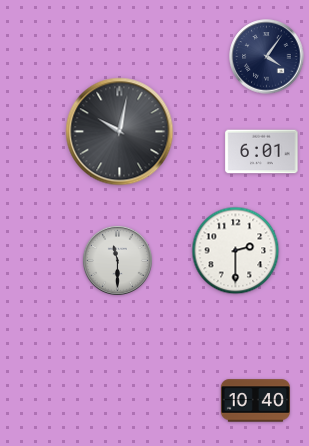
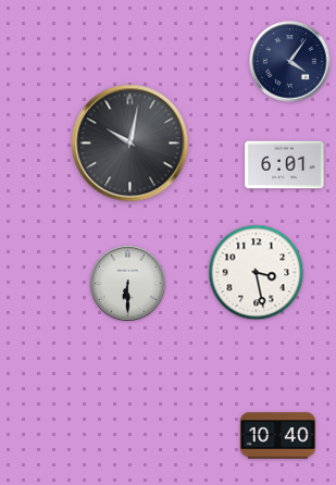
clock at (236, 251): 2:30 -> 3:28
clock at (117, 260): 11:30 -> 6:30
